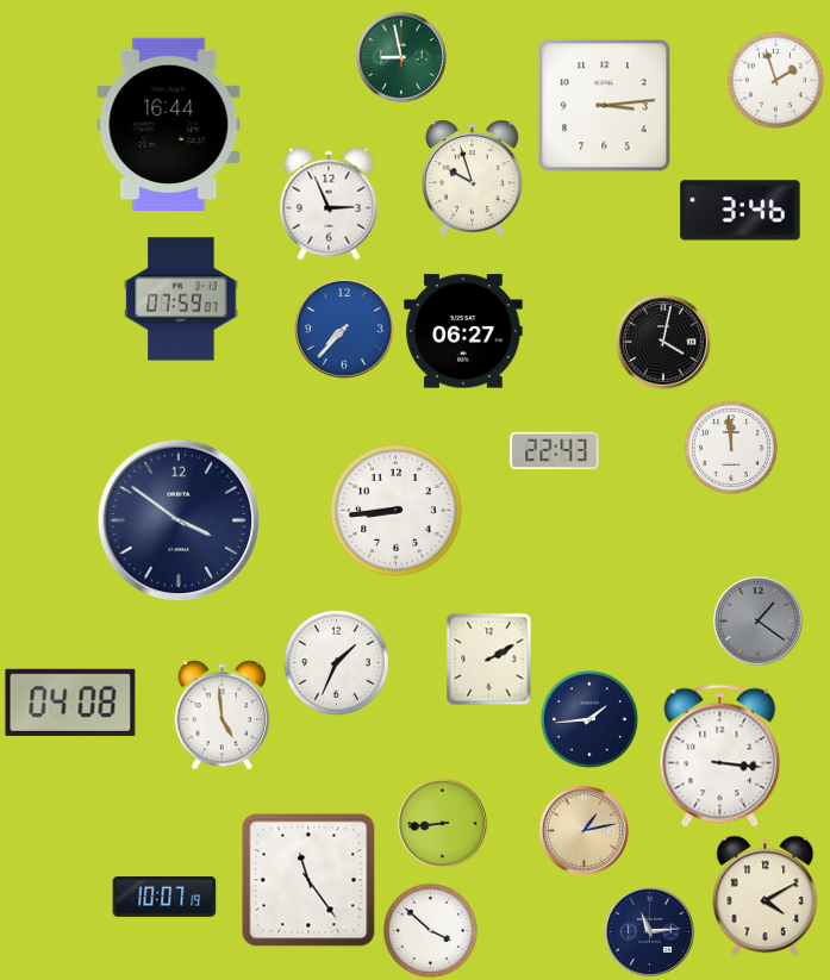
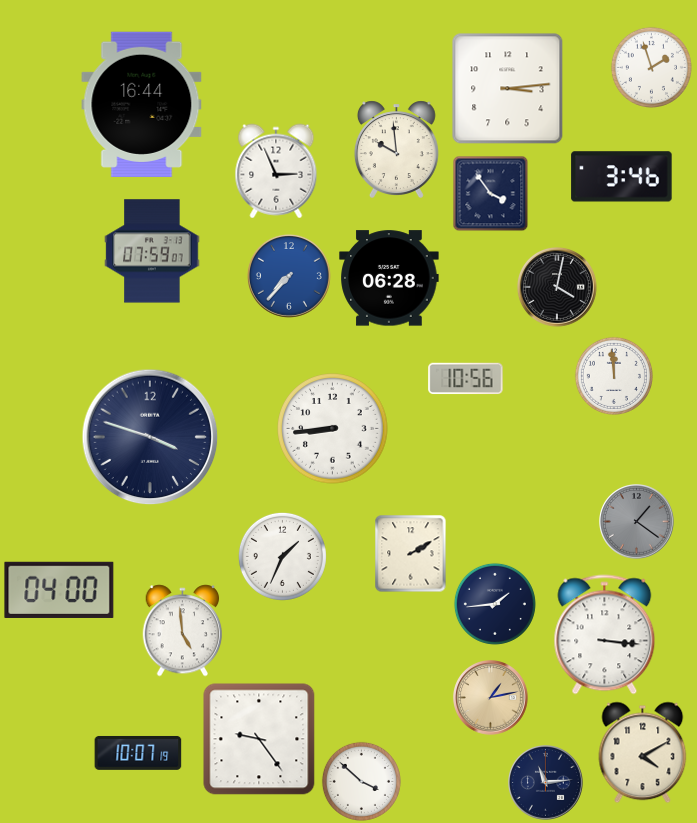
clock at (402, 58): 8:58 -> none
clock at (472, 177): 9:57 -> 9:59
clock at (491, 194): none -> 3:54
clock at (463, 331): 06:27 -> 06:28
clock at (555, 451): 22:43 -> 10:56
clock at (179, 520): 3:51 -> 3:48
clock at (70, 703): 04:08 -> 04:00
clock at (223, 716) position: (223, 716) -> (183, 631)
clock at (443, 824): 8:44 -> none
clock at (308, 880): 11:24 -> 9:24
